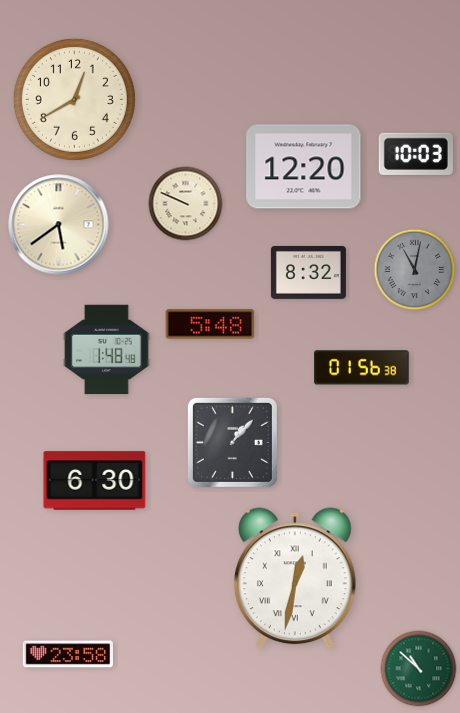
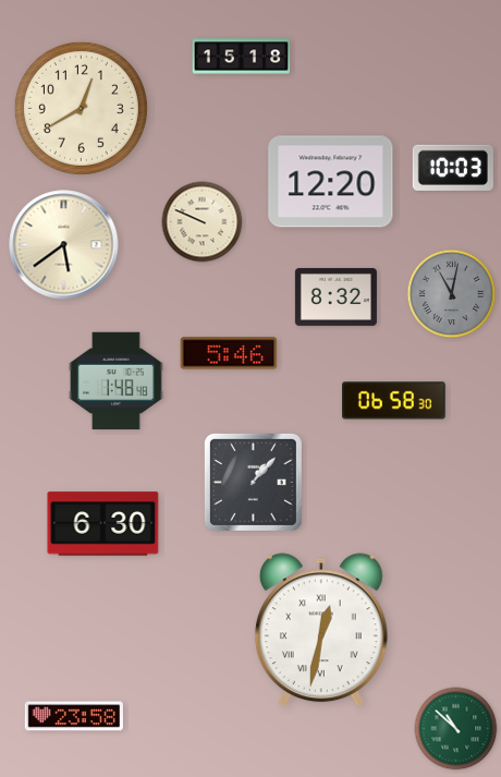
clock at (242, 57): none -> 15:18
clock at (210, 324): 5:48 -> 5:46
clock at (362, 368): 01:56 -> 06:58
clock at (67, 654) position: (67, 654) -> (73, 716)
